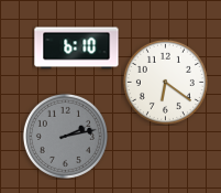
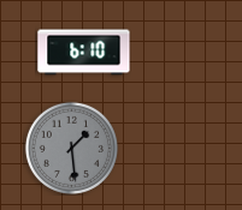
clock at (165, 82): 6:21 -> none
clock at (65, 136): 2:13 -> 1:29
